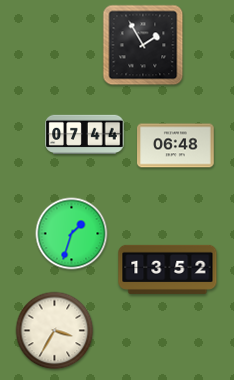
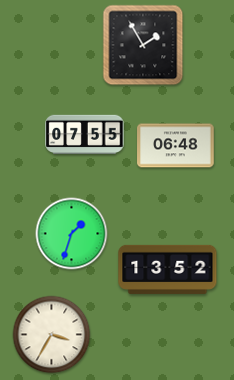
clock at (85, 134): 07:44 -> 07:55
clock at (55, 331) position: (55, 331) -> (52, 335)
